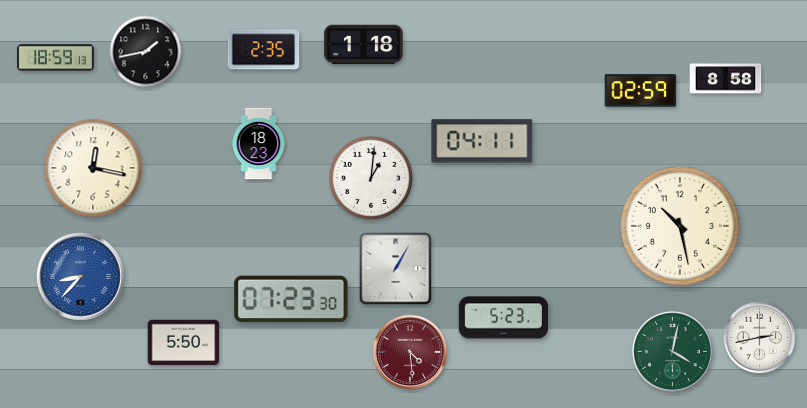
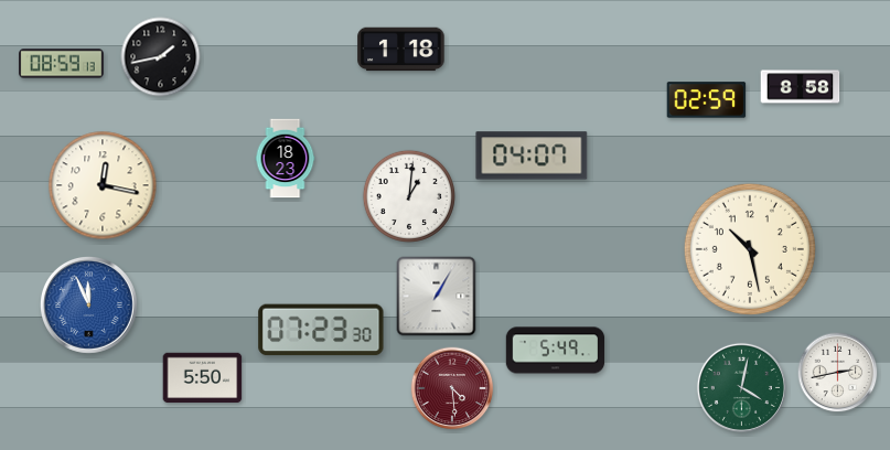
clock at (264, 50): 2:35 -> none
clock at (56, 58): 18:59 -> 08:59
clock at (482, 141): 04:11 -> 04:07
clock at (80, 276): 8:37 -> 11:56
clock at (504, 318): 5:23 -> 5:49
